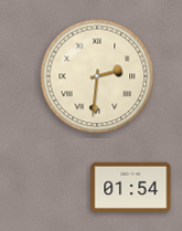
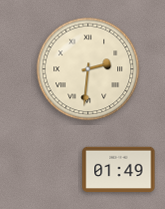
clock at (131, 188): 01:54 -> 01:49
